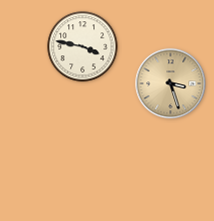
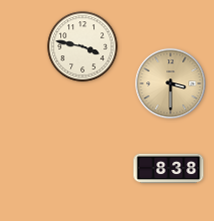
clock at (171, 84): 3:27 -> 3:30
clock at (169, 169): none -> 8:38
